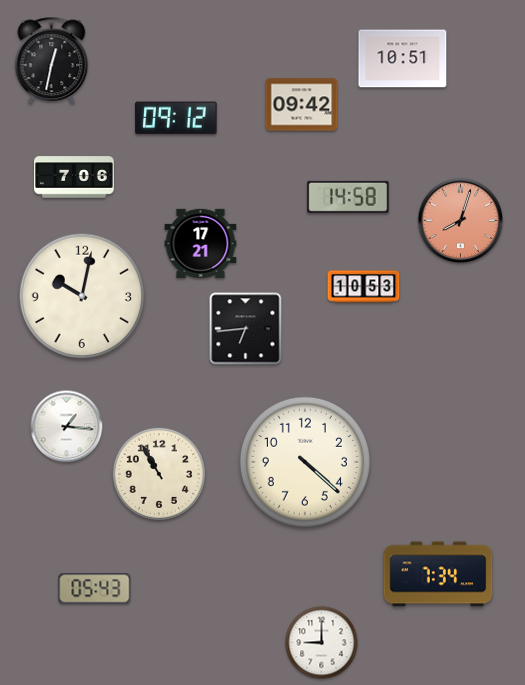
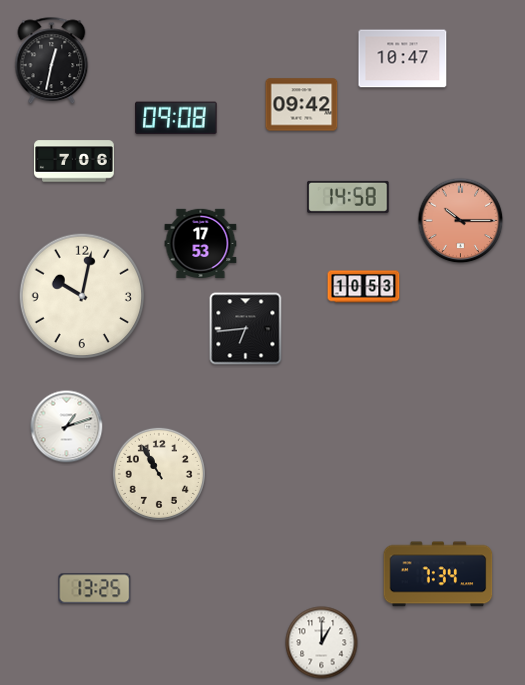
clock at (403, 59): 10:51 -> 10:47
clock at (176, 118): 09:12 -> 09:08
clock at (74, 177) position: (74, 177) -> (74, 161)
clock at (461, 221): 8:03 -> 10:15
clock at (201, 243): 17:21 -> 17:53
clock at (67, 427): 1:16 -> 1:12
clock at (305, 462): 4:22 -> none
clock at (95, 589): 05:43 -> 13:25
clock at (322, 643): 9:00 -> 1:00
